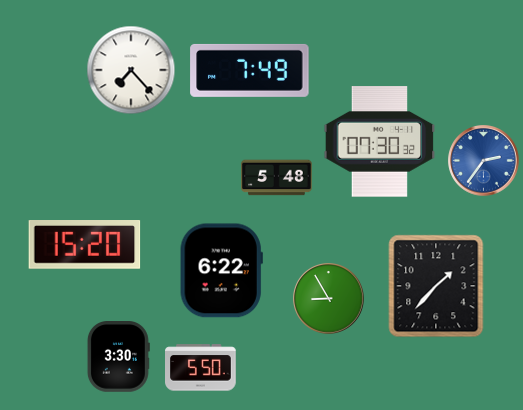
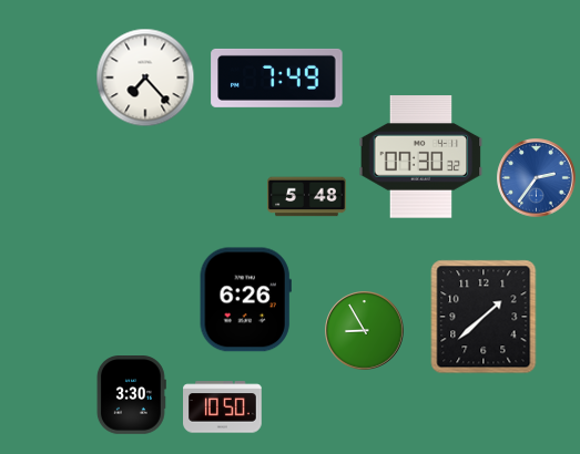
clock at (85, 245): 15:20 -> none
clock at (221, 271): 6:22 -> 6:26
clock at (436, 286): 1:37 -> 1:38
clock at (201, 368): 5:50 -> 10:50
